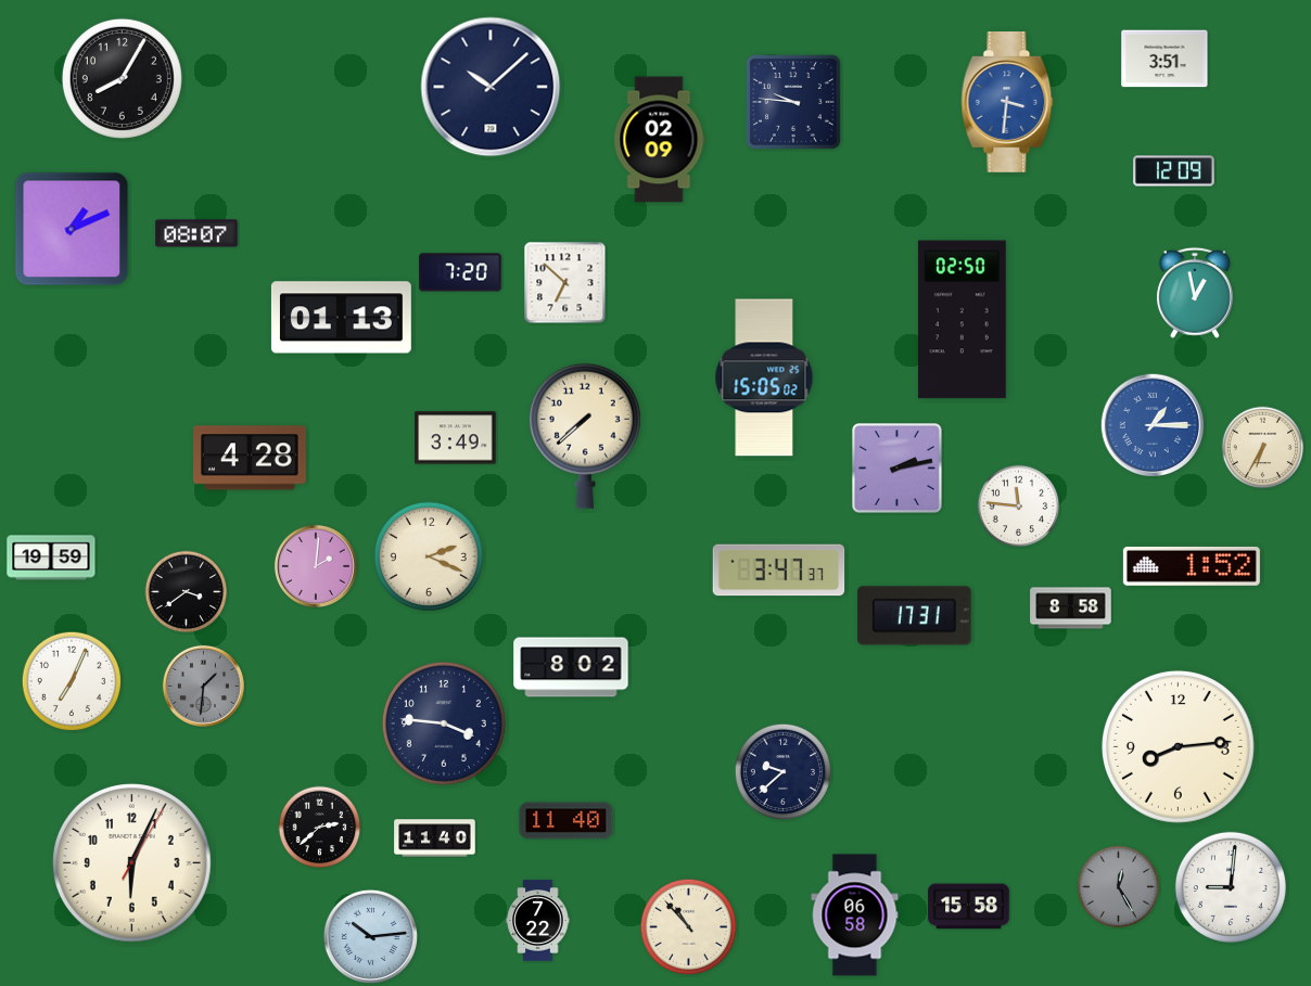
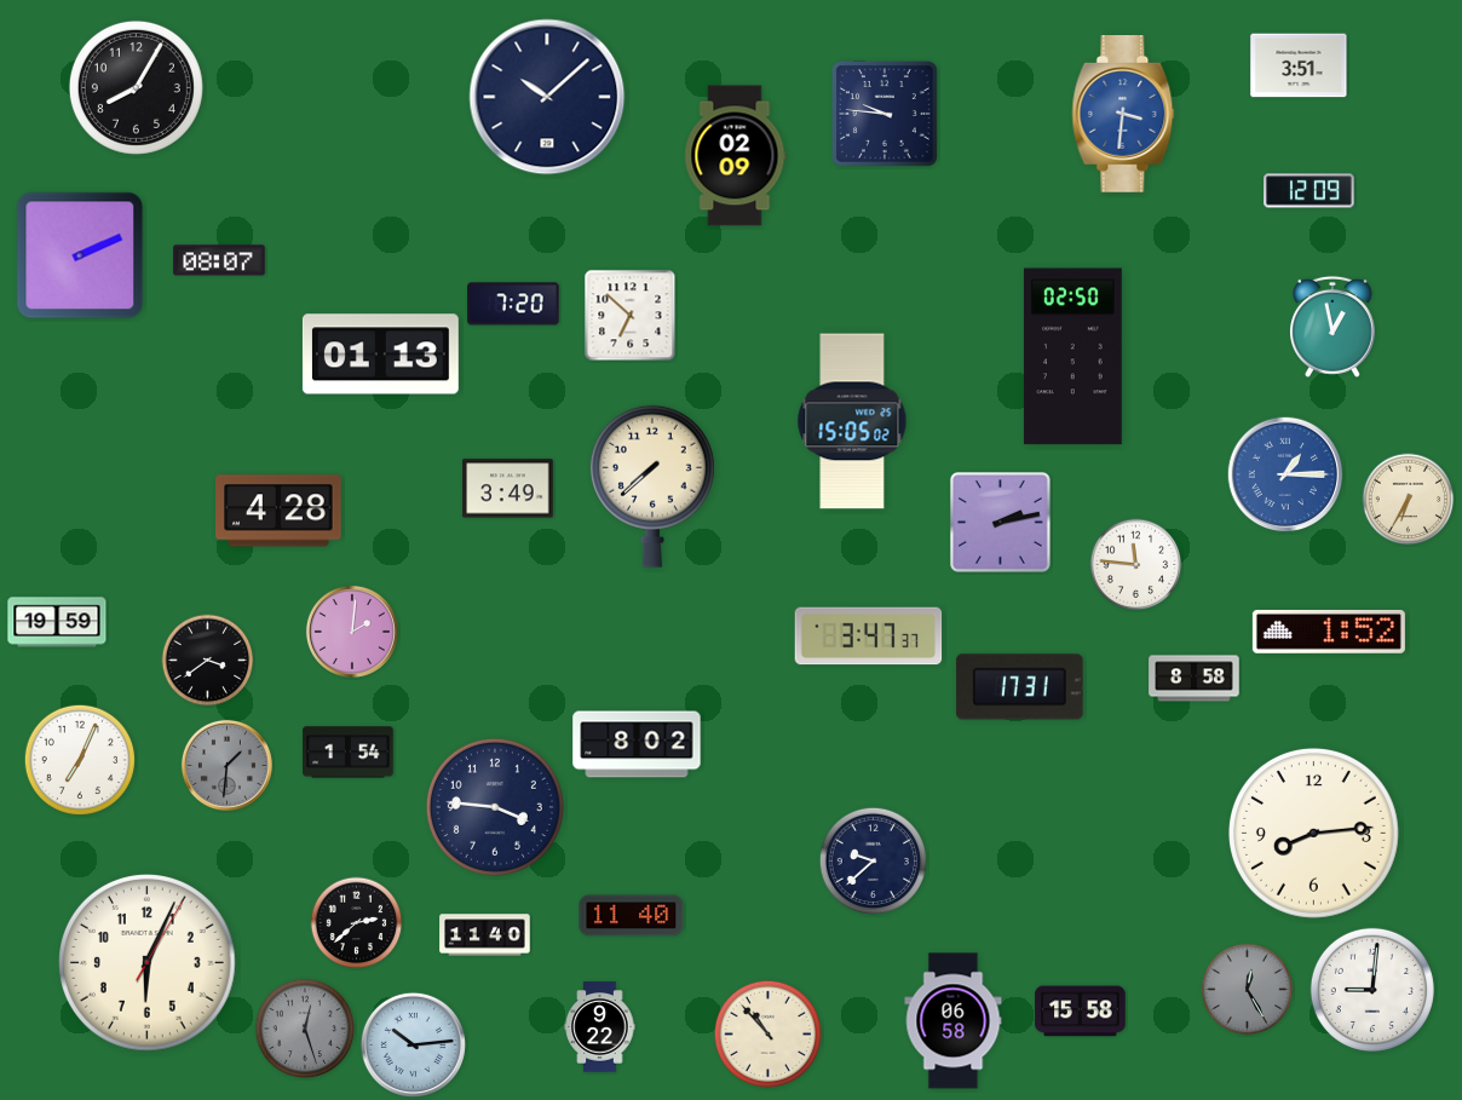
clock at (72, 229): 1:11 -> 2:11
clock at (429, 556): 2:19 -> none
clock at (349, 753): none -> 1:54
clock at (538, 921): 7:22 -> 9:22
clock at (305, 1029): none -> 12:27
